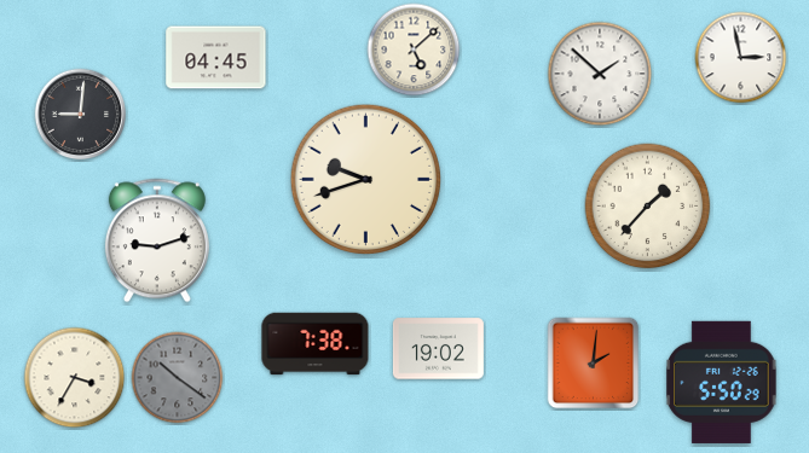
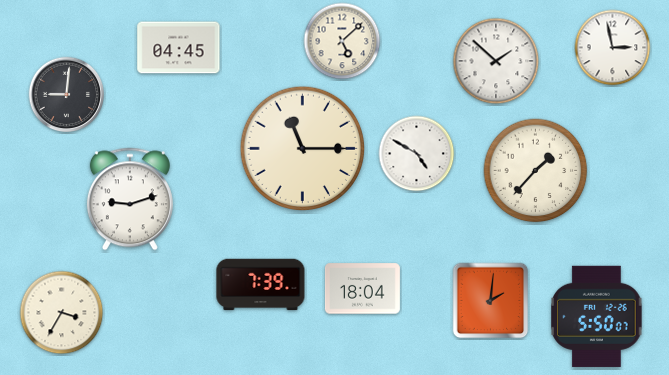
clock at (366, 180): 9:42 -> 11:15
clock at (417, 154): none -> 4:50
clock at (316, 344): 7:38 -> 7:39
clock at (438, 349): 19:02 -> 18:04
clock at (178, 378): 10:21 -> none
clock at (722, 382): 5:50:29 -> 5:50:07
